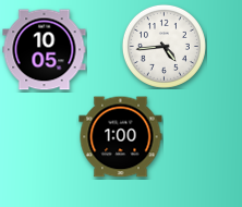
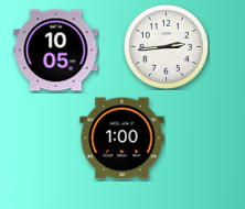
clock at (164, 46): 4:44 -> 2:44
clock at (45, 50) position: (45, 50) -> (56, 51)
